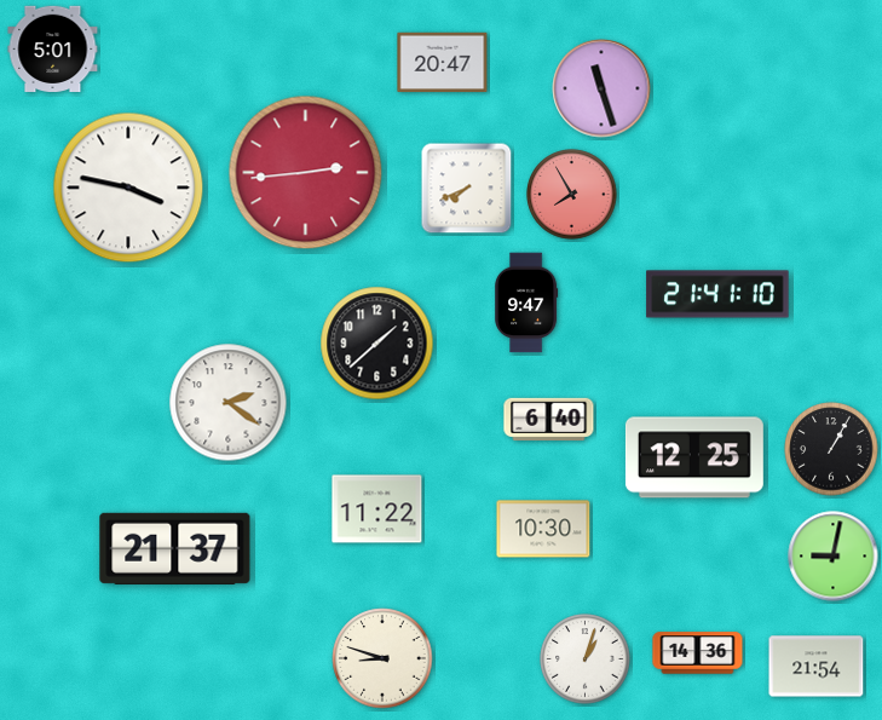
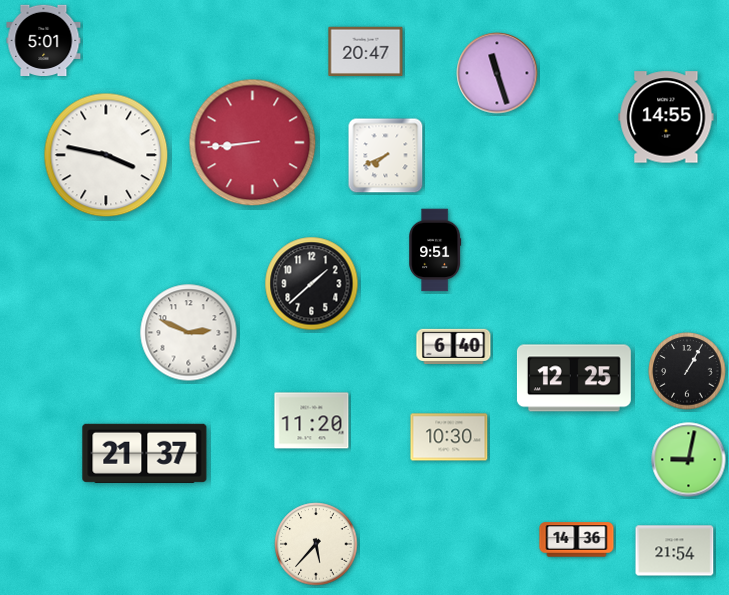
clock at (666, 117): none -> 14:55
clock at (306, 173): 2:44 -> 8:44
clock at (572, 195): 7:55 -> none
clock at (717, 294): 21:41 -> none
clock at (526, 303): 9:47 -> 9:51
clock at (229, 403): 2:21 -> 2:49
clock at (377, 509): 11:22 -> 11:20
clock at (382, 658): 8:48 -> 5:37
clock at (586, 659): 1:03 -> none
